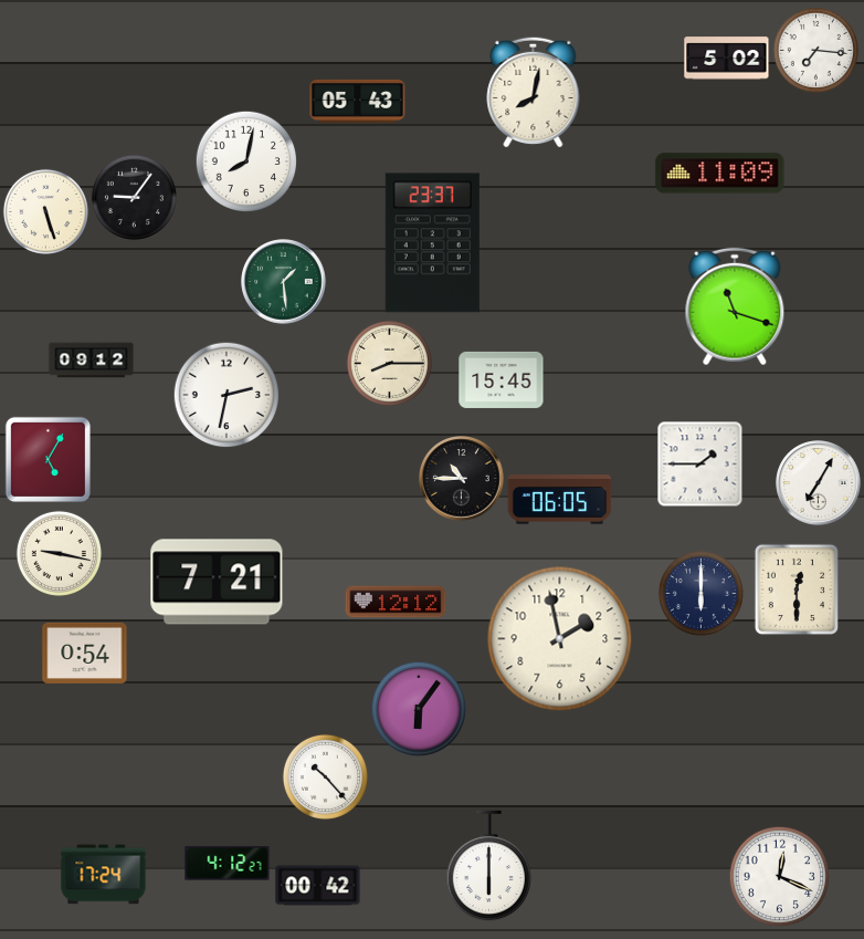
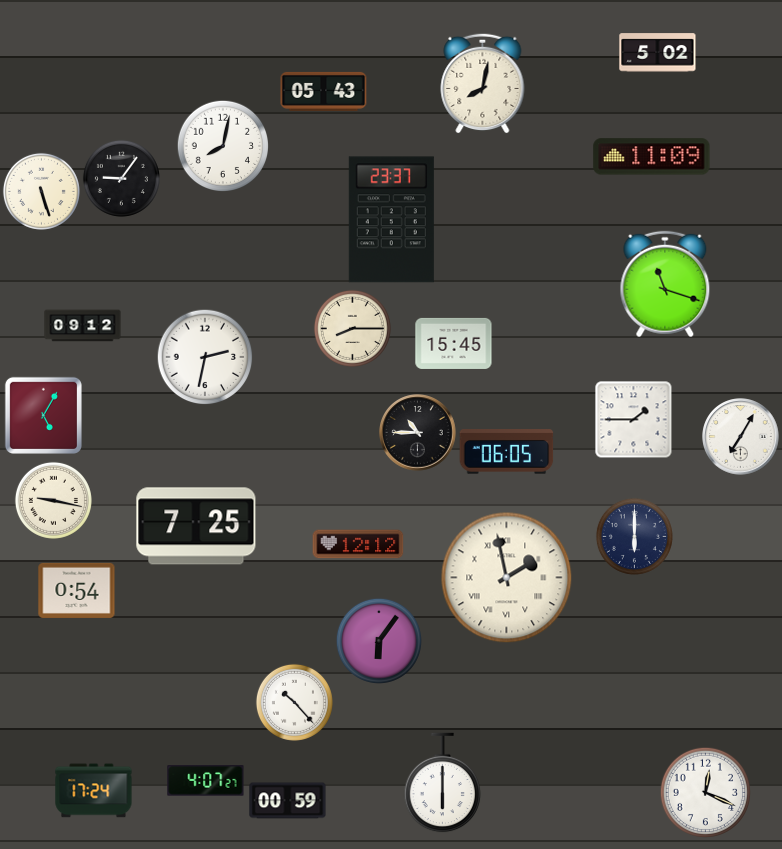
clock at (815, 50): 7:16 -> none
clock at (284, 282): 1:29 -> none
clock at (735, 306) position: (735, 306) -> (665, 284)
clock at (217, 582): 7:21 -> 7:25
clock at (795, 588): 12:30 -> none
clock at (560, 639) numerals: Arabic -> Roman
clock at (228, 864): 4:12 -> 4:07
clock at (318, 886): 00:42 -> 00:59
